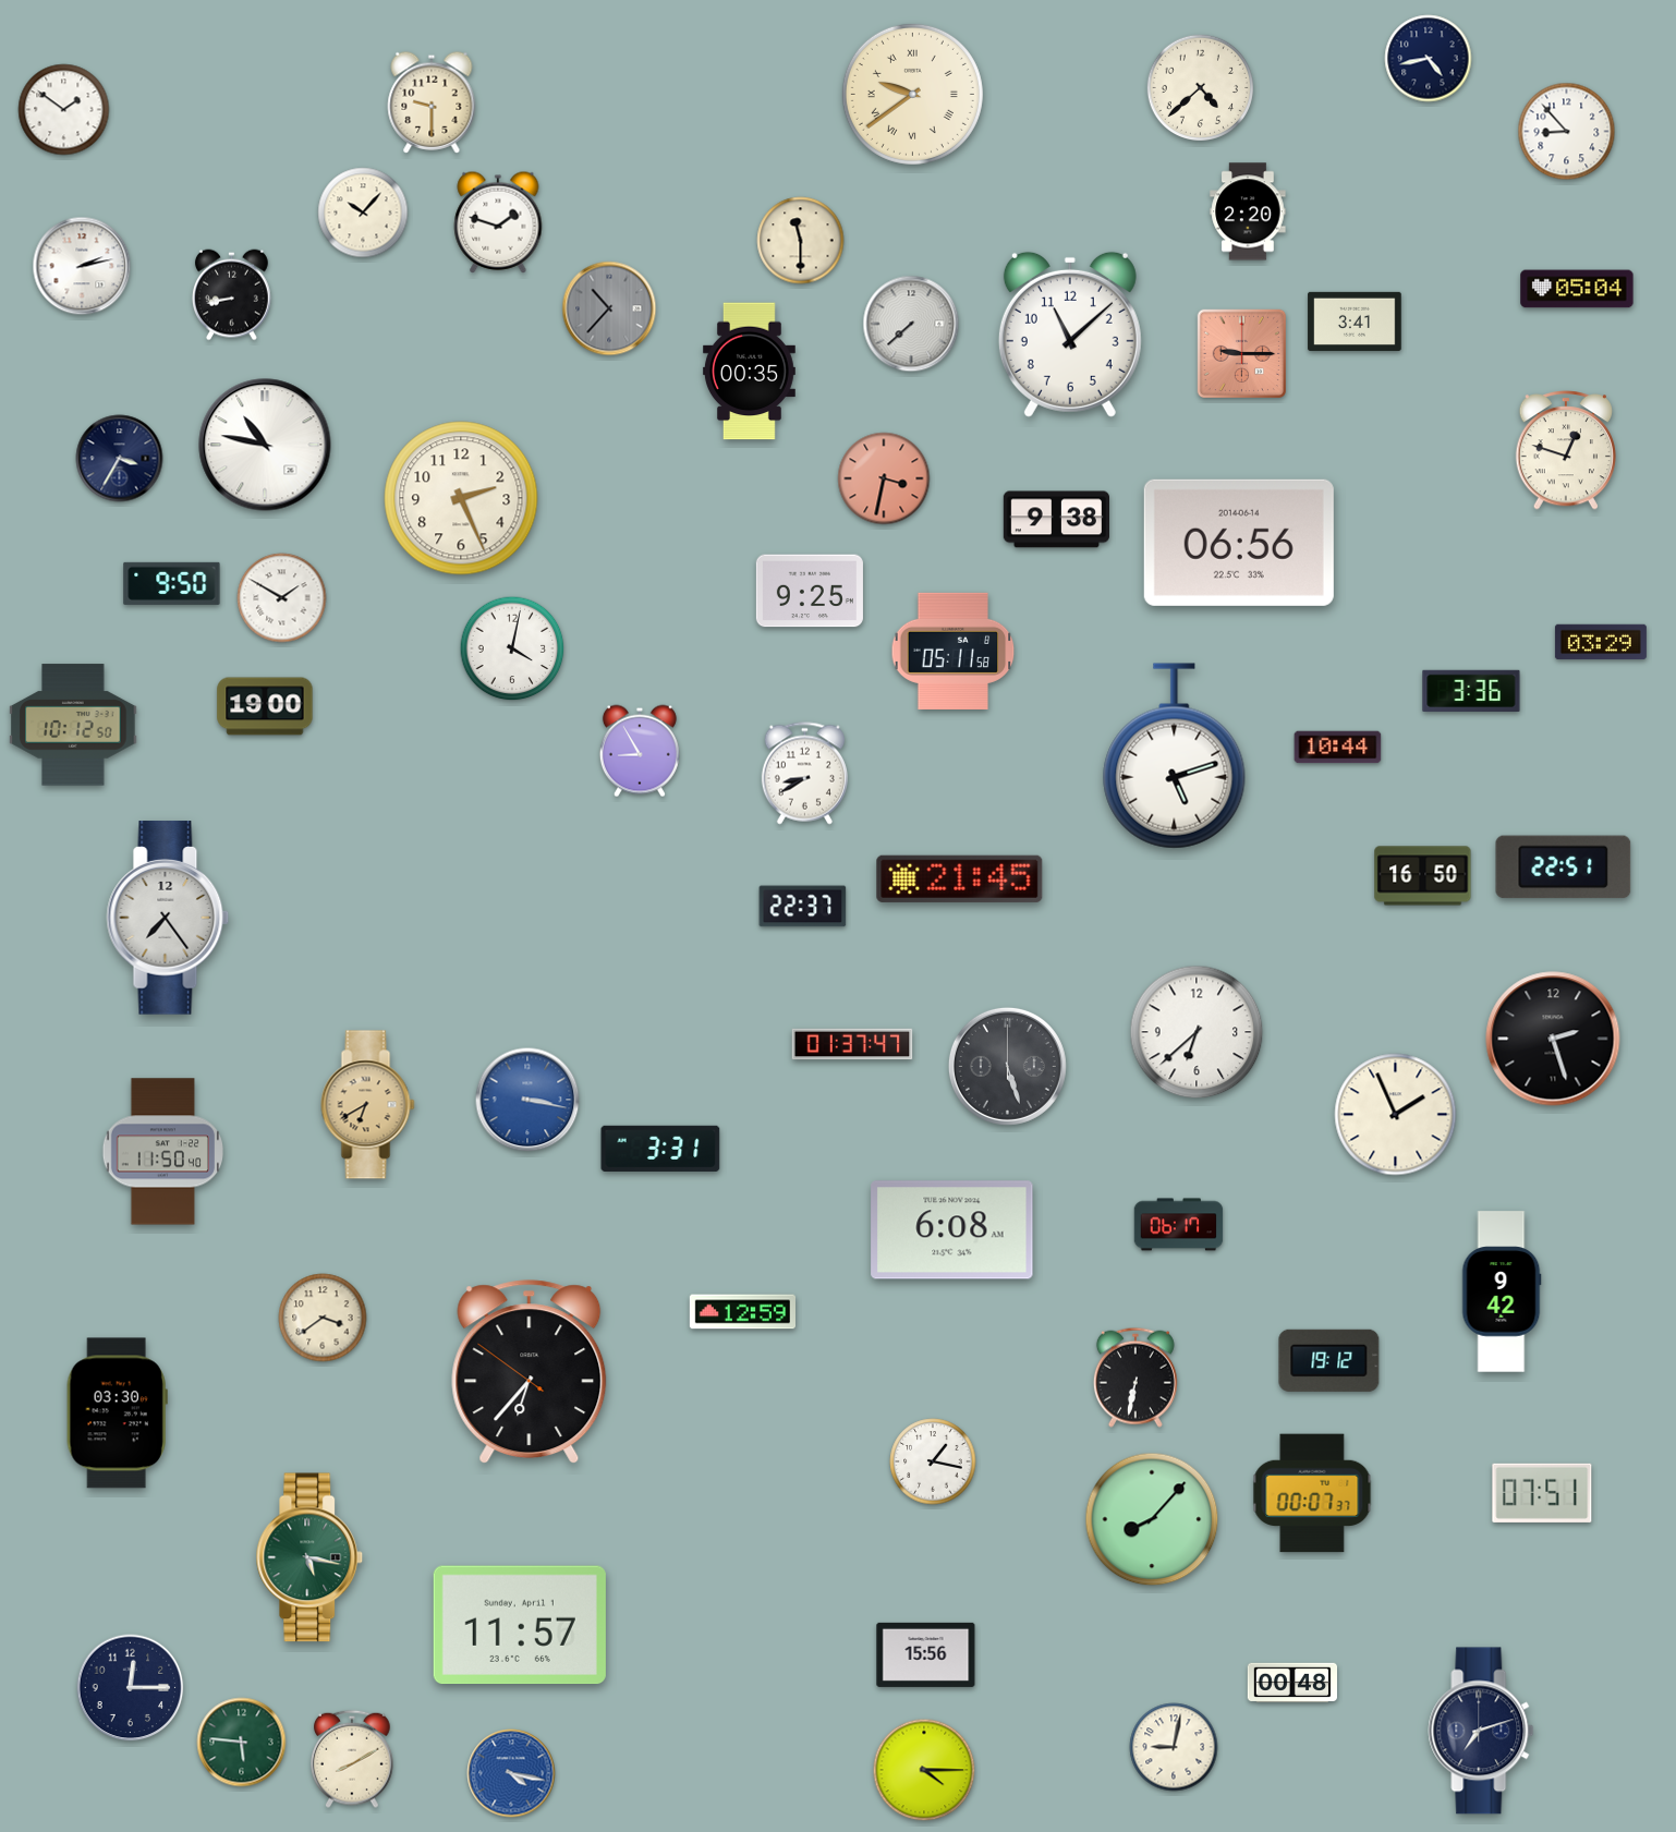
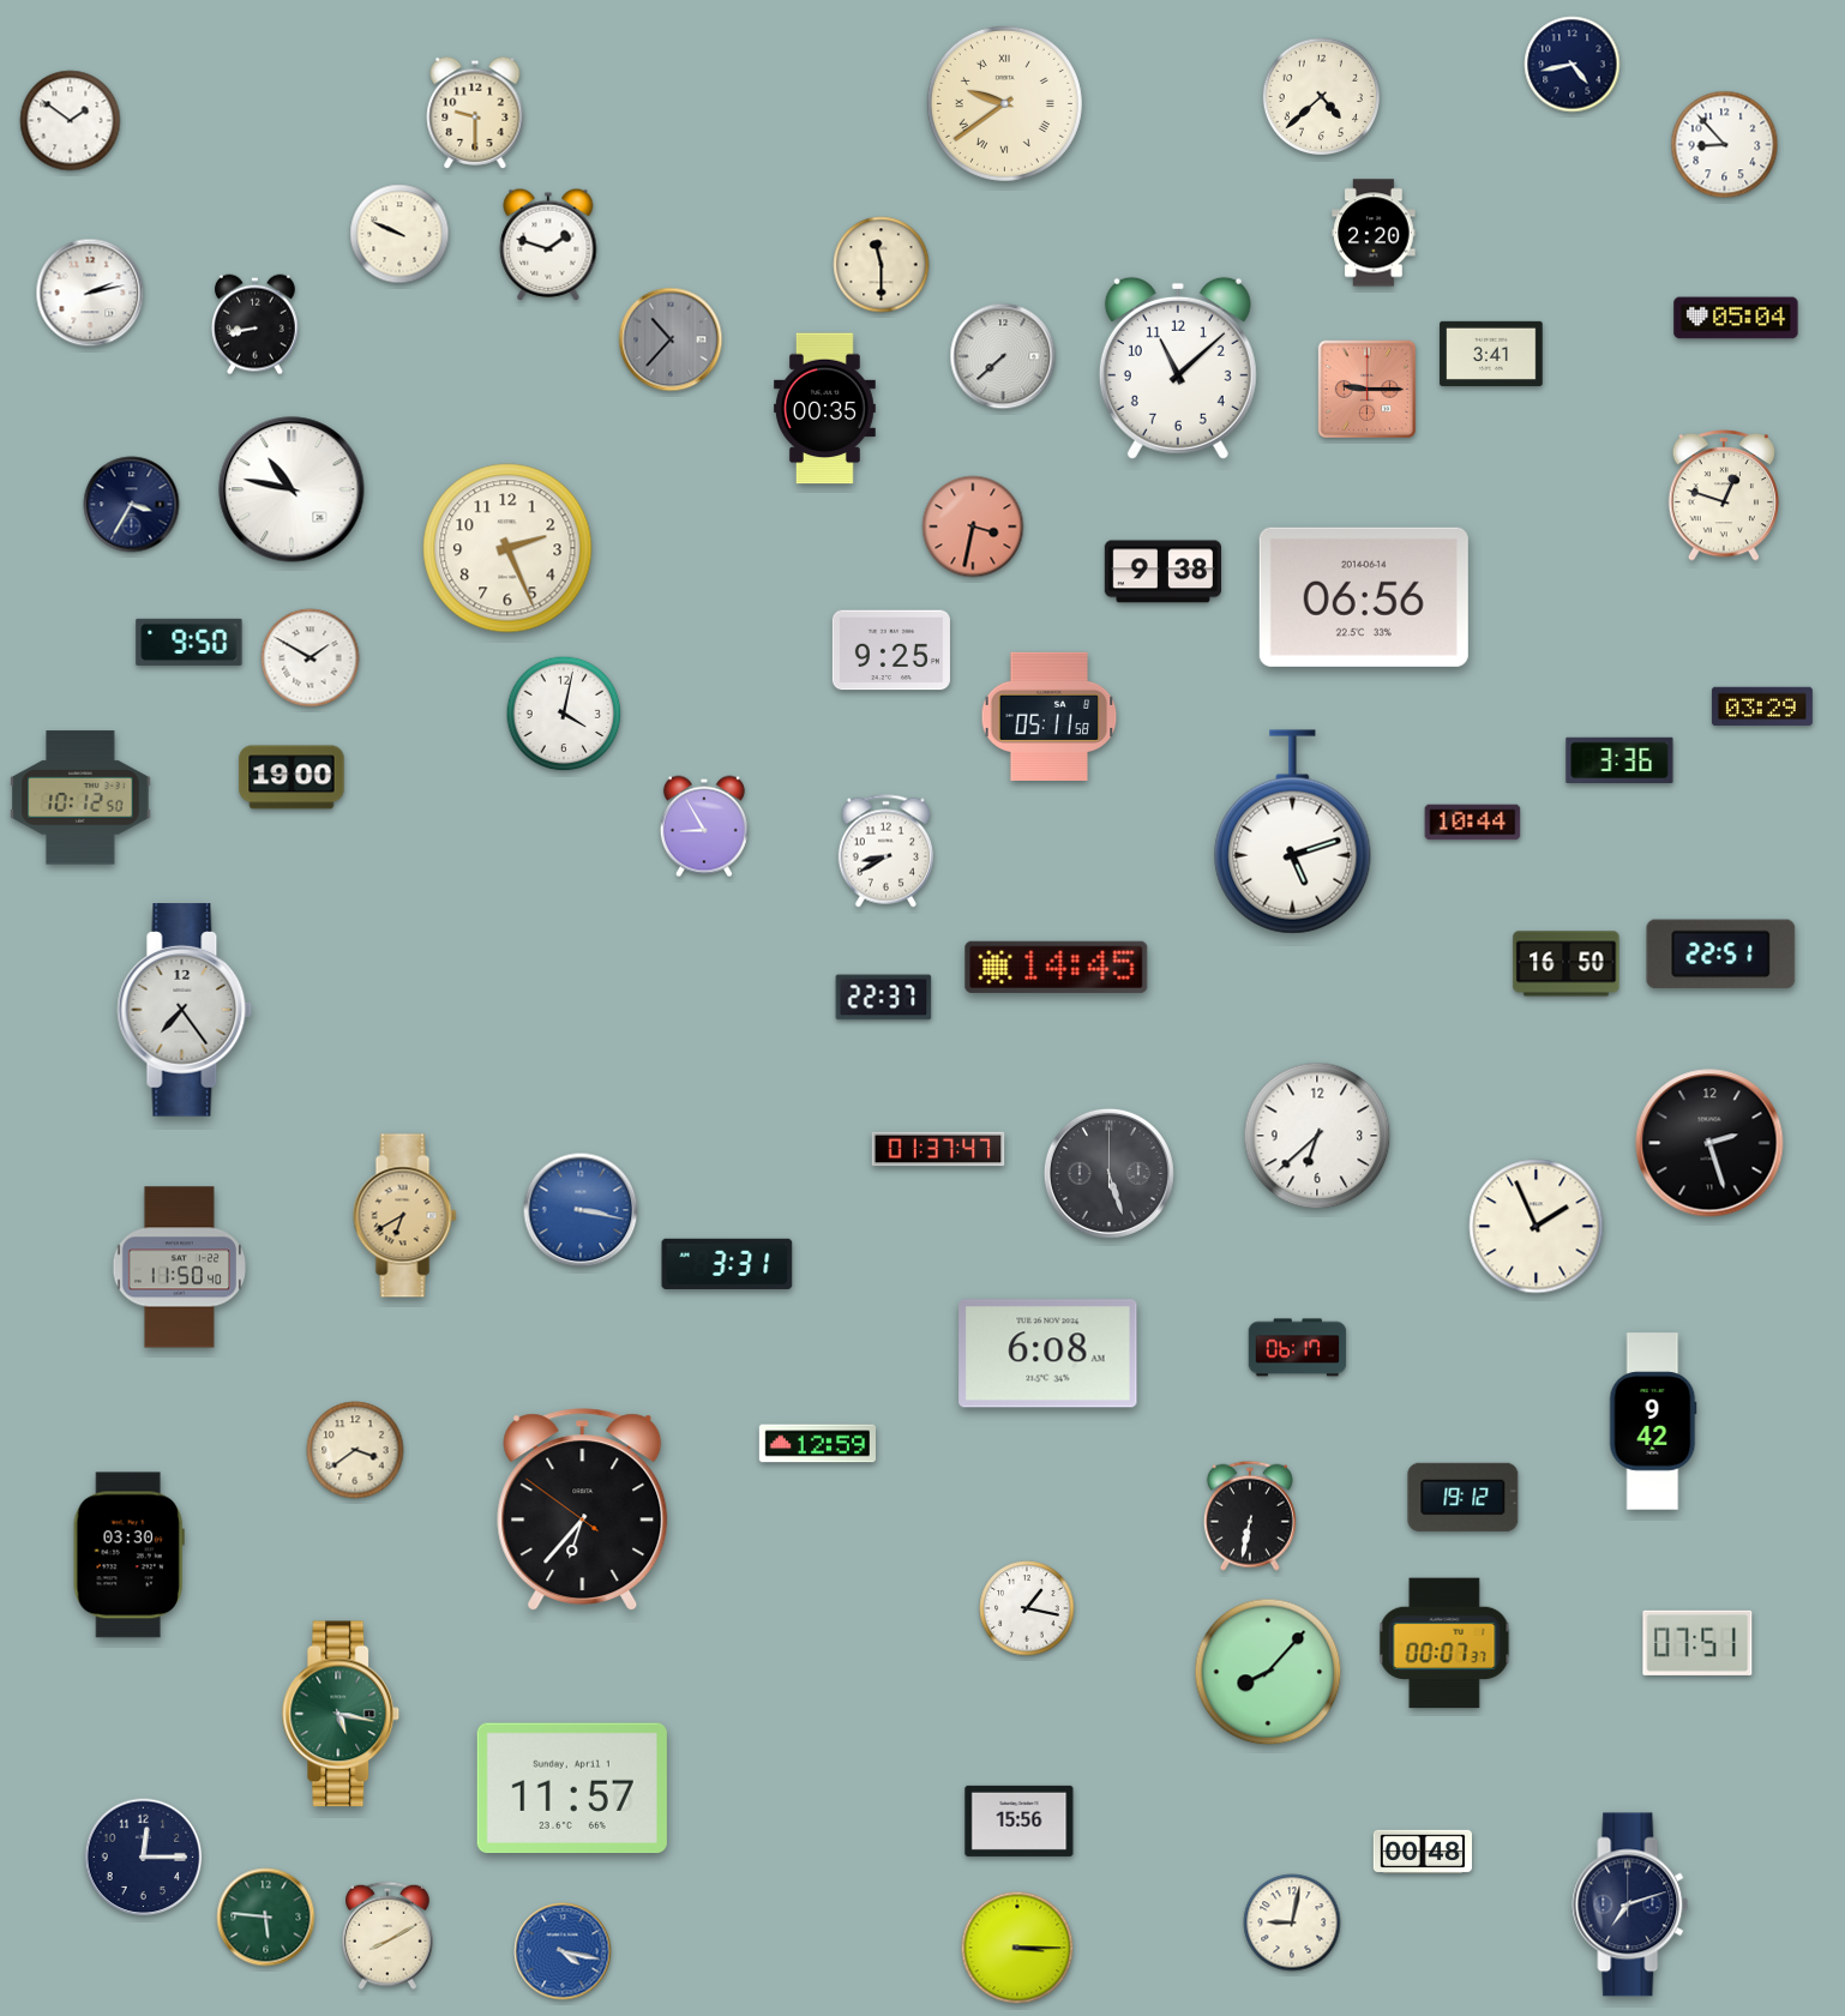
clock at (363, 213): 10:07 -> 9:49
clock at (960, 878): 21:45 -> 14:45
clock at (924, 1770): 4:15 -> 3:15
